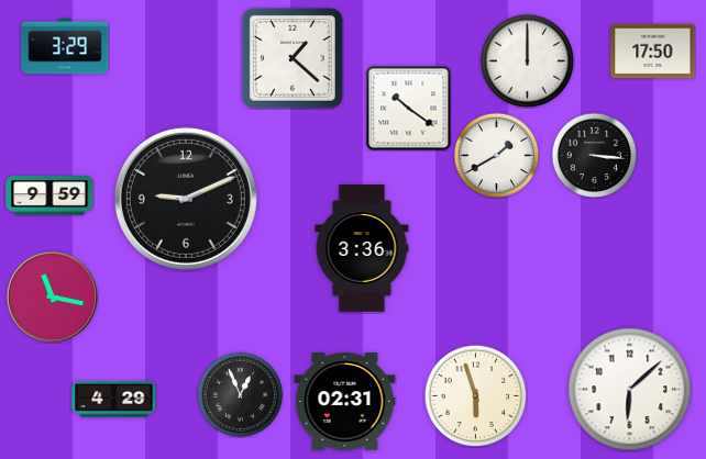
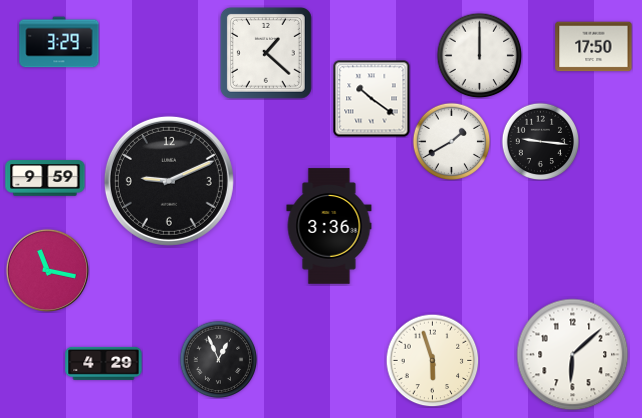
clock at (594, 155): 3:16 -> 9:16
clock at (345, 402): 02:31 -> none
